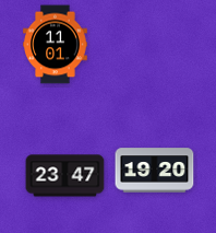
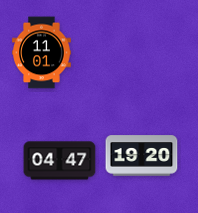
clock at (56, 45) position: (56, 45) -> (42, 53)
clock at (65, 176): 23:47 -> 04:47
